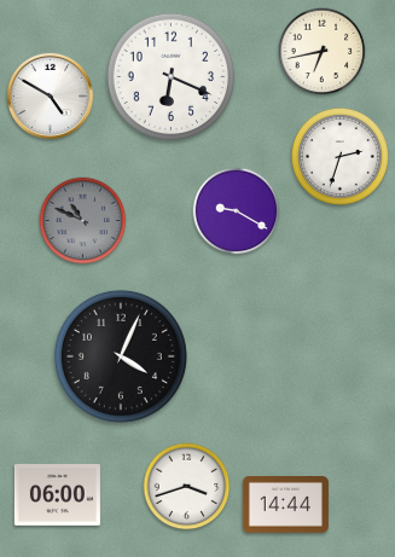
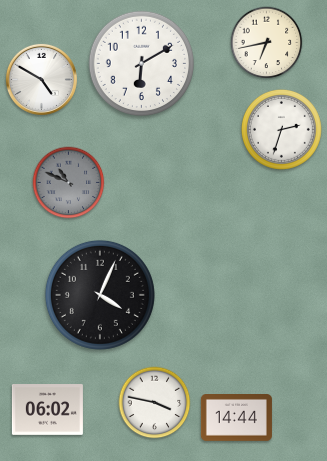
clock at (172, 77): 6:19 -> 6:10
clock at (237, 211): 9:20 -> none
clock at (187, 487): 3:42 -> 3:47
clock at (57, 495): 06:00 -> 06:02
